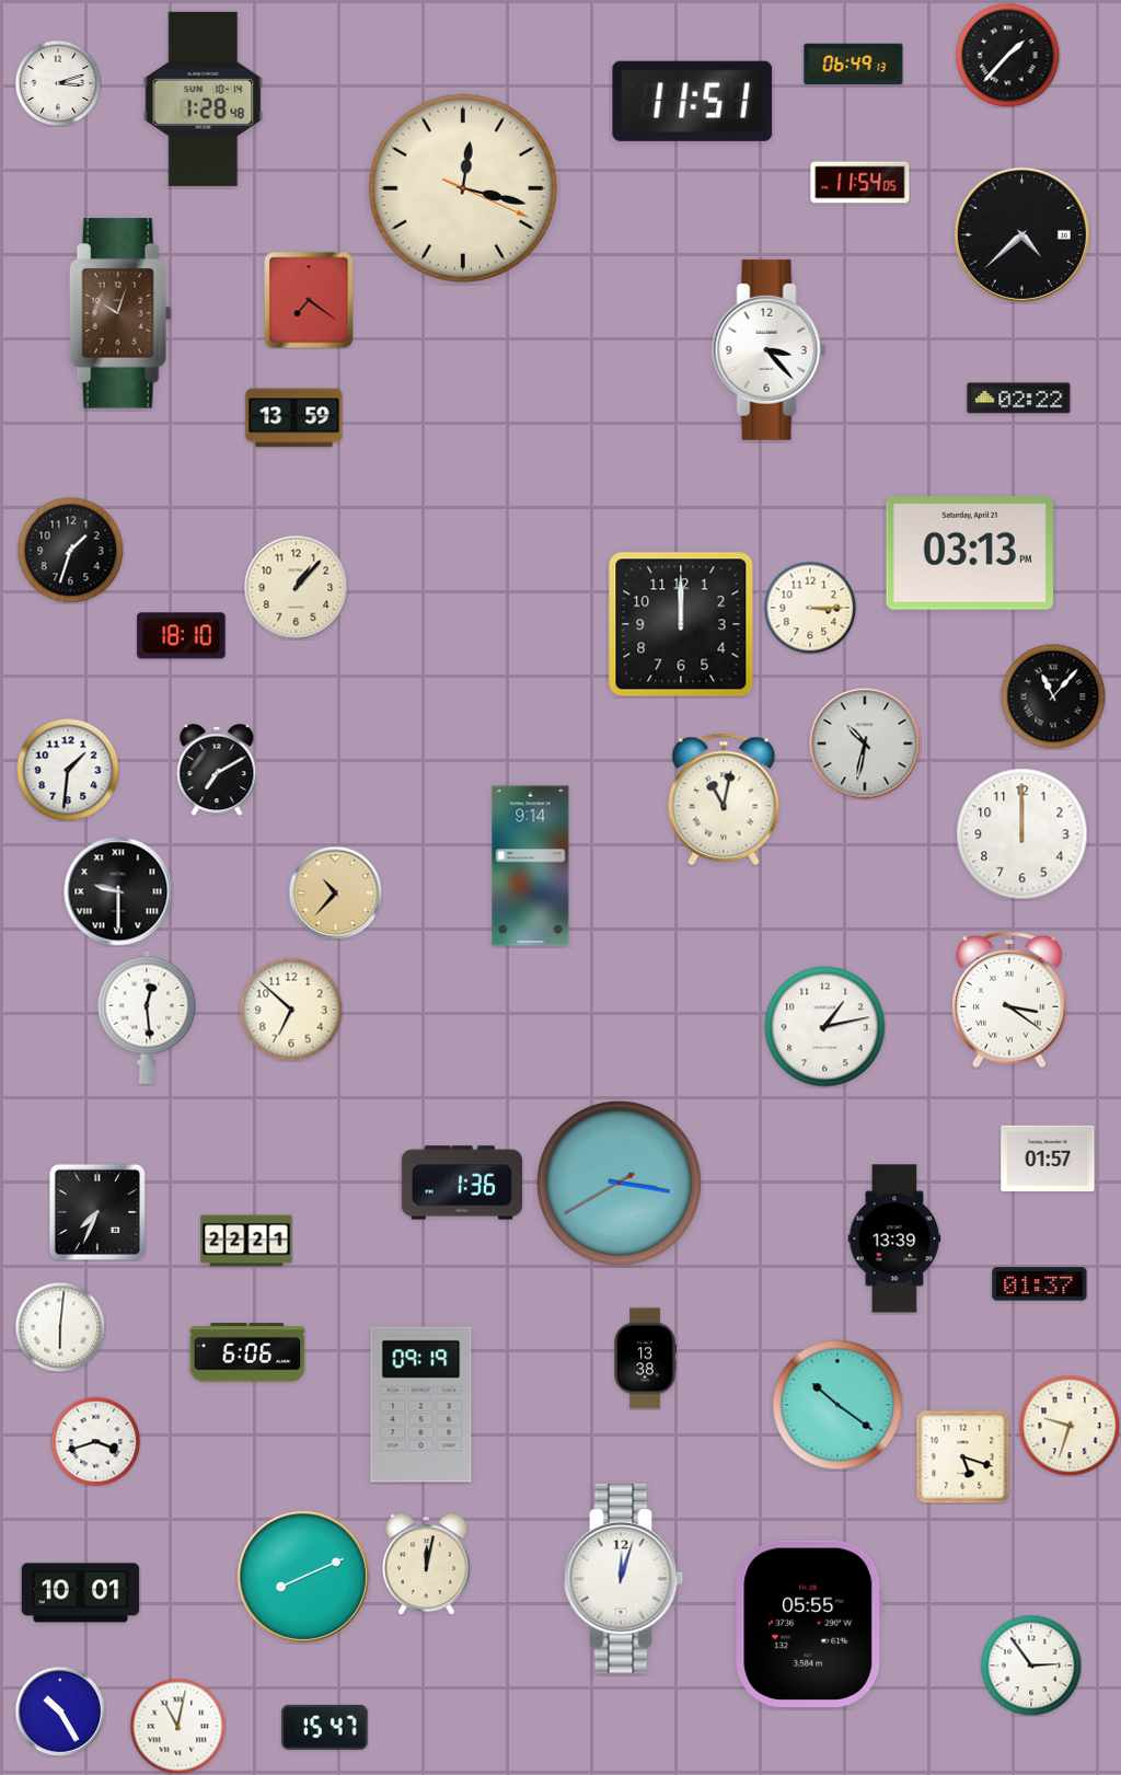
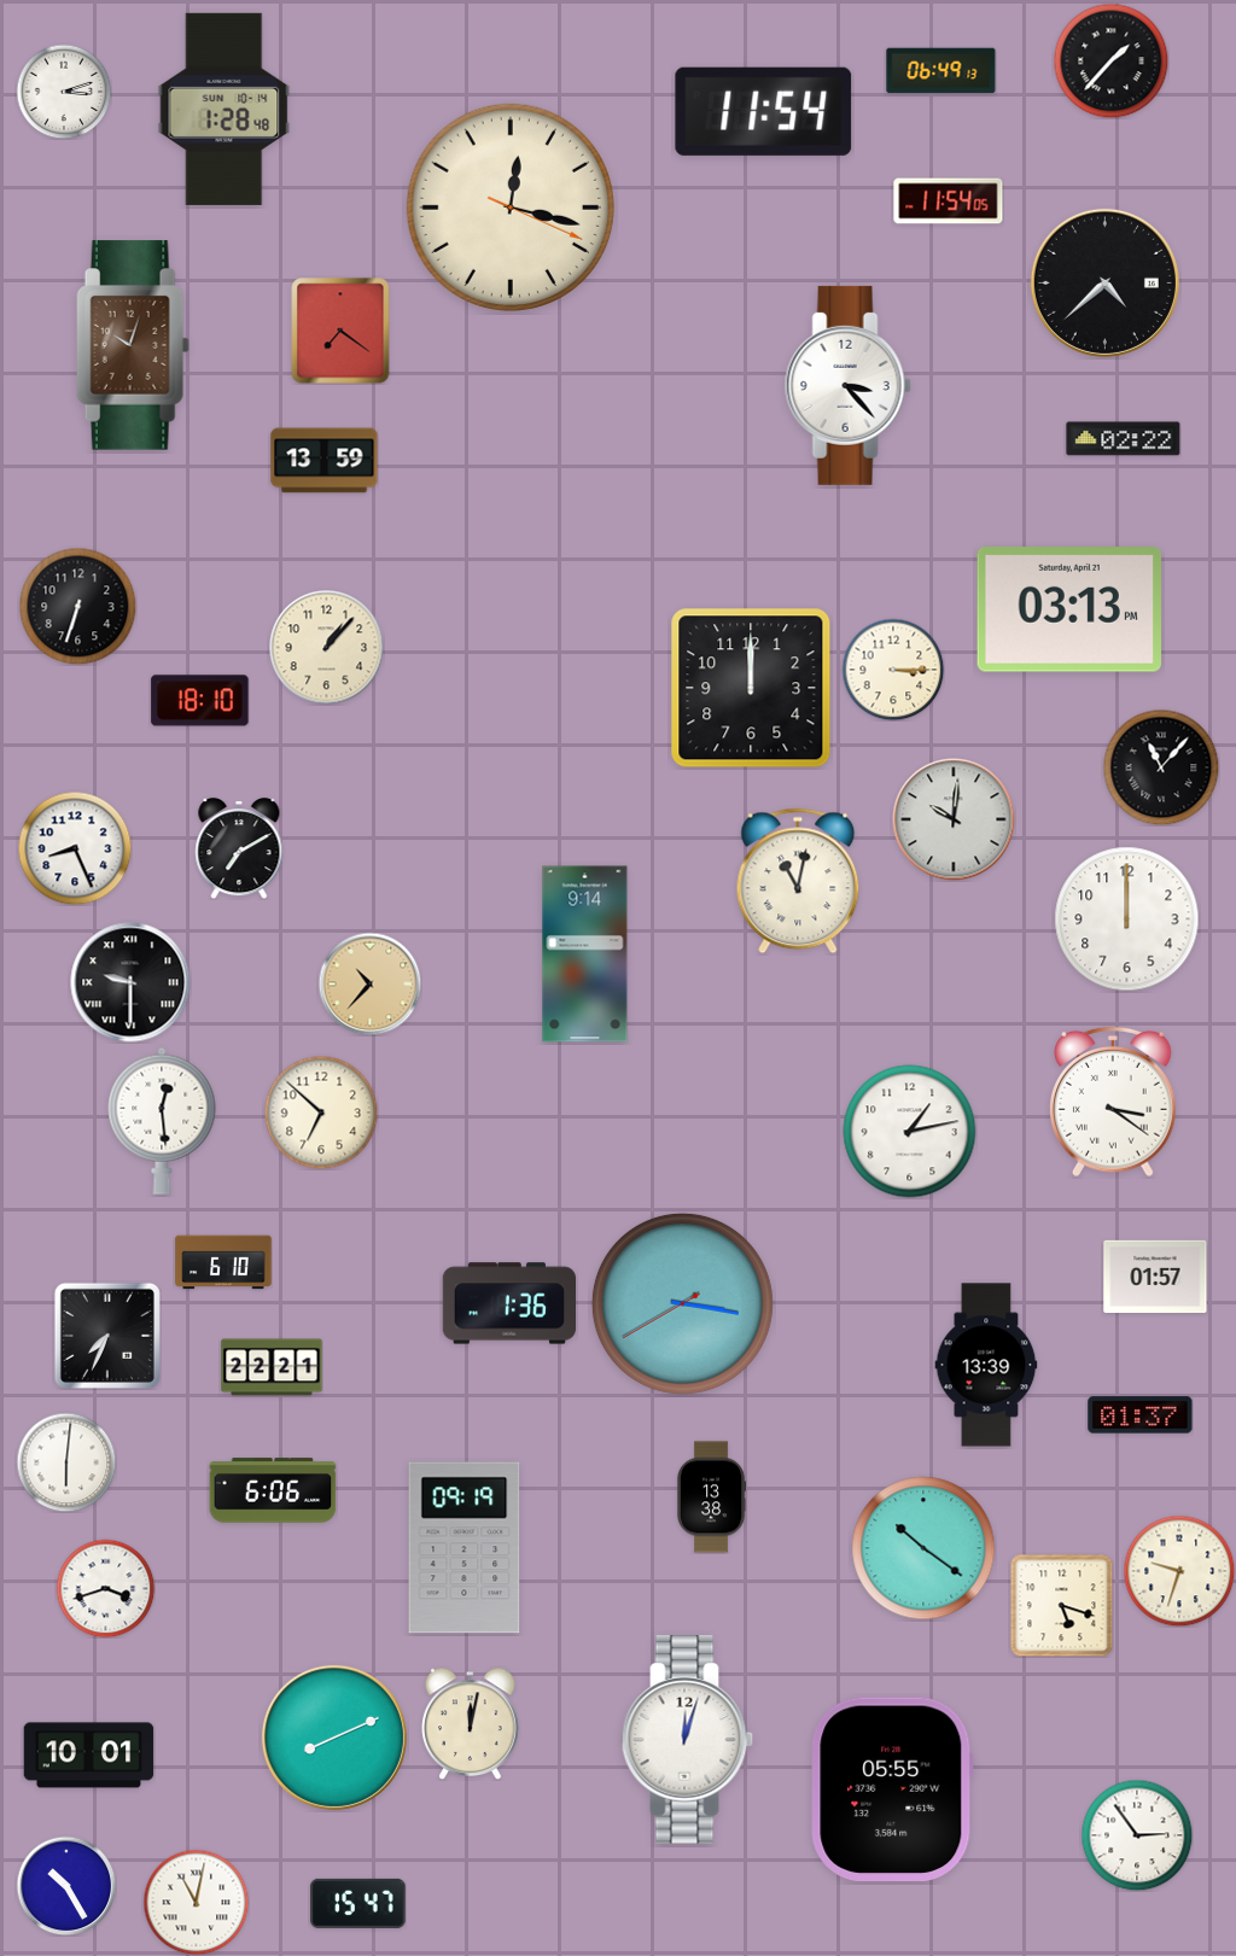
clock at (693, 101): 11:51 -> 11:54
clock at (1021, 234) position: (1021, 234) -> (1104, 282)
clock at (70, 550): 1:33 -> 6:33
clock at (865, 744): 10:32 -> 10:01
clock at (68, 770): 1:31 -> 8:26
clock at (223, 1262): none -> 6:10
clock at (1040, 1284) position: (1040, 1284) -> (1141, 1415)
